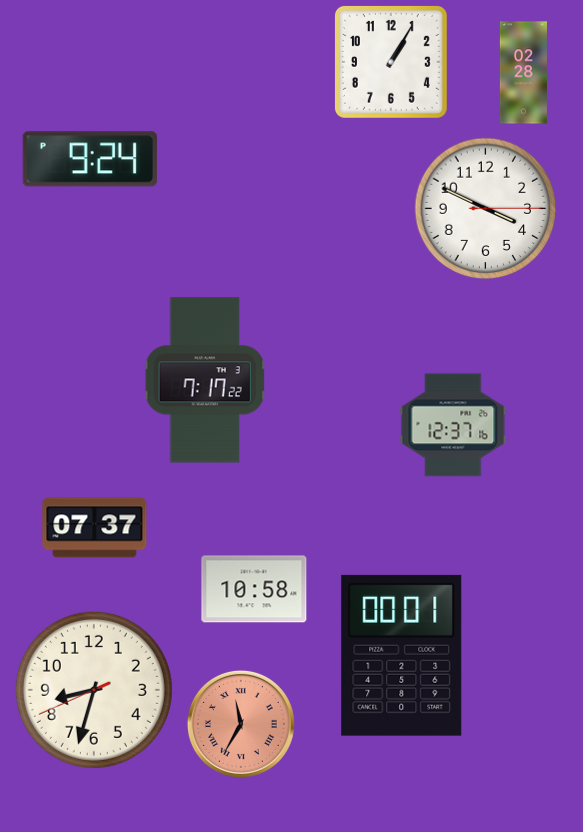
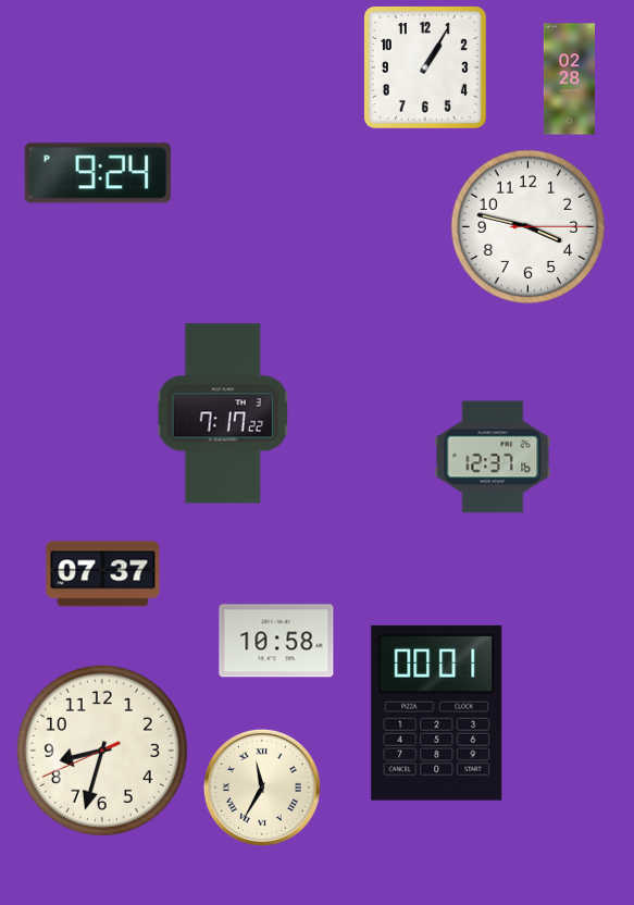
clock at (486, 209): 3:49 -> 3:47
clock at (453, 425) position: (453, 425) -> (493, 457)
clock at (241, 724) dial: salmon -> cream
